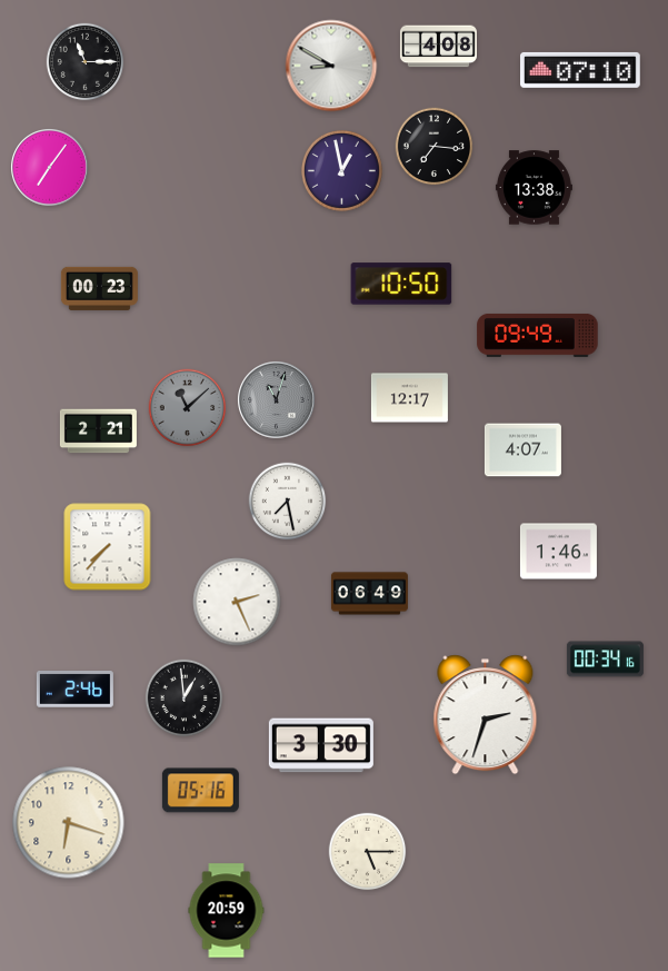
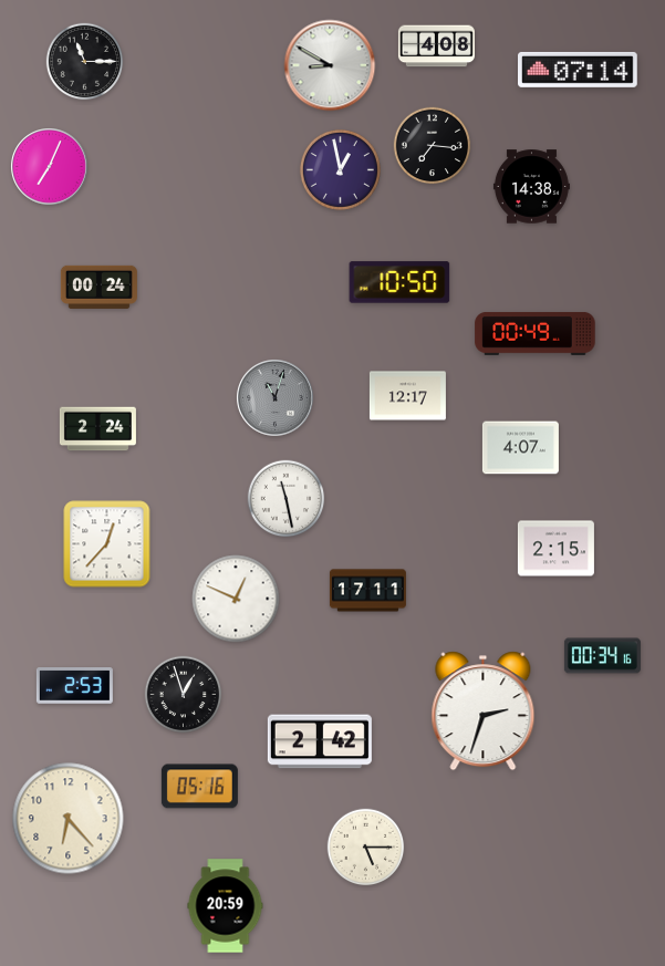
clock at (581, 70): 07:10 -> 07:14
clock at (50, 168): 7:06 -> 7:04
clock at (534, 188): 13:38 -> 14:38
clock at (99, 288): 00:23 -> 00:24
clock at (538, 336): 09:49 -> 00:49
clock at (188, 408): 11:08 -> none
clock at (98, 432): 2:21 -> 2:24
clock at (288, 502): 7:28 -> 11:28
clock at (108, 547): 7:37 -> 12:37
clock at (558, 552): 1:46 -> 2:15
clock at (369, 594): 06:49 -> 17:11
clock at (237, 602): 2:26 -> 12:49
clock at (74, 690): 2:46 -> 2:53
clock at (185, 698): 12:59 -> 12:57
clock at (321, 745): 3:30 -> 2:42
clock at (69, 823): 6:18 -> 6:23
